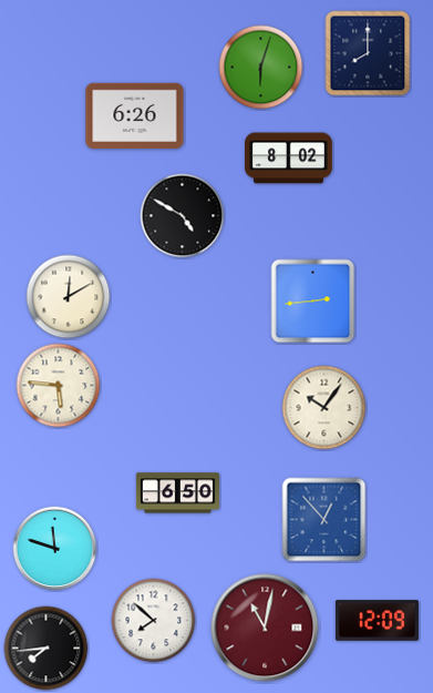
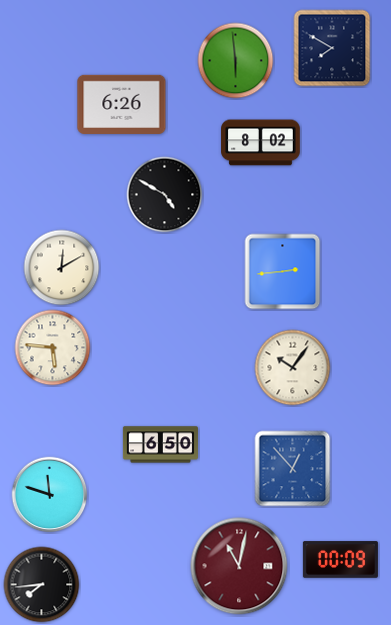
clock at (368, 53): 8:00 -> 7:50
clock at (261, 68): 6:03 -> 5:59
clock at (154, 621): 7:52 -> none
clock at (377, 621): 12:09 -> 00:09
